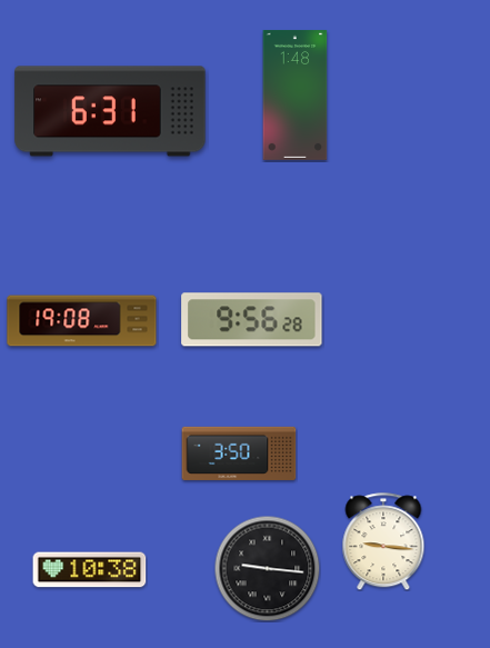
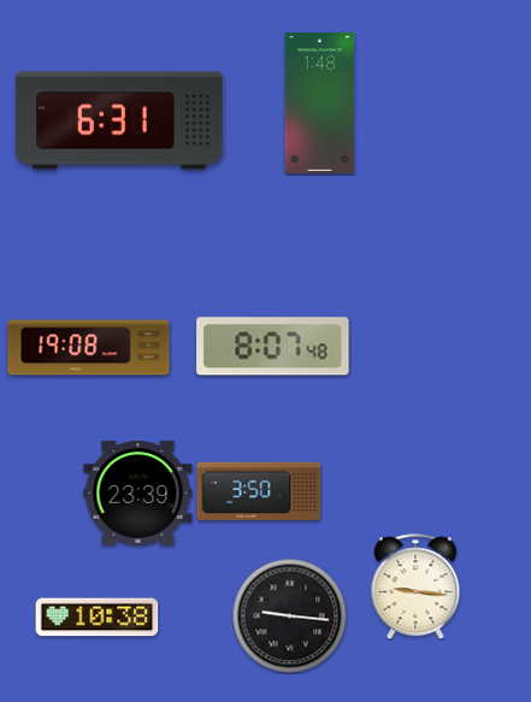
clock at (252, 320): 9:56 -> 8:07
clock at (138, 494): none -> 23:39
